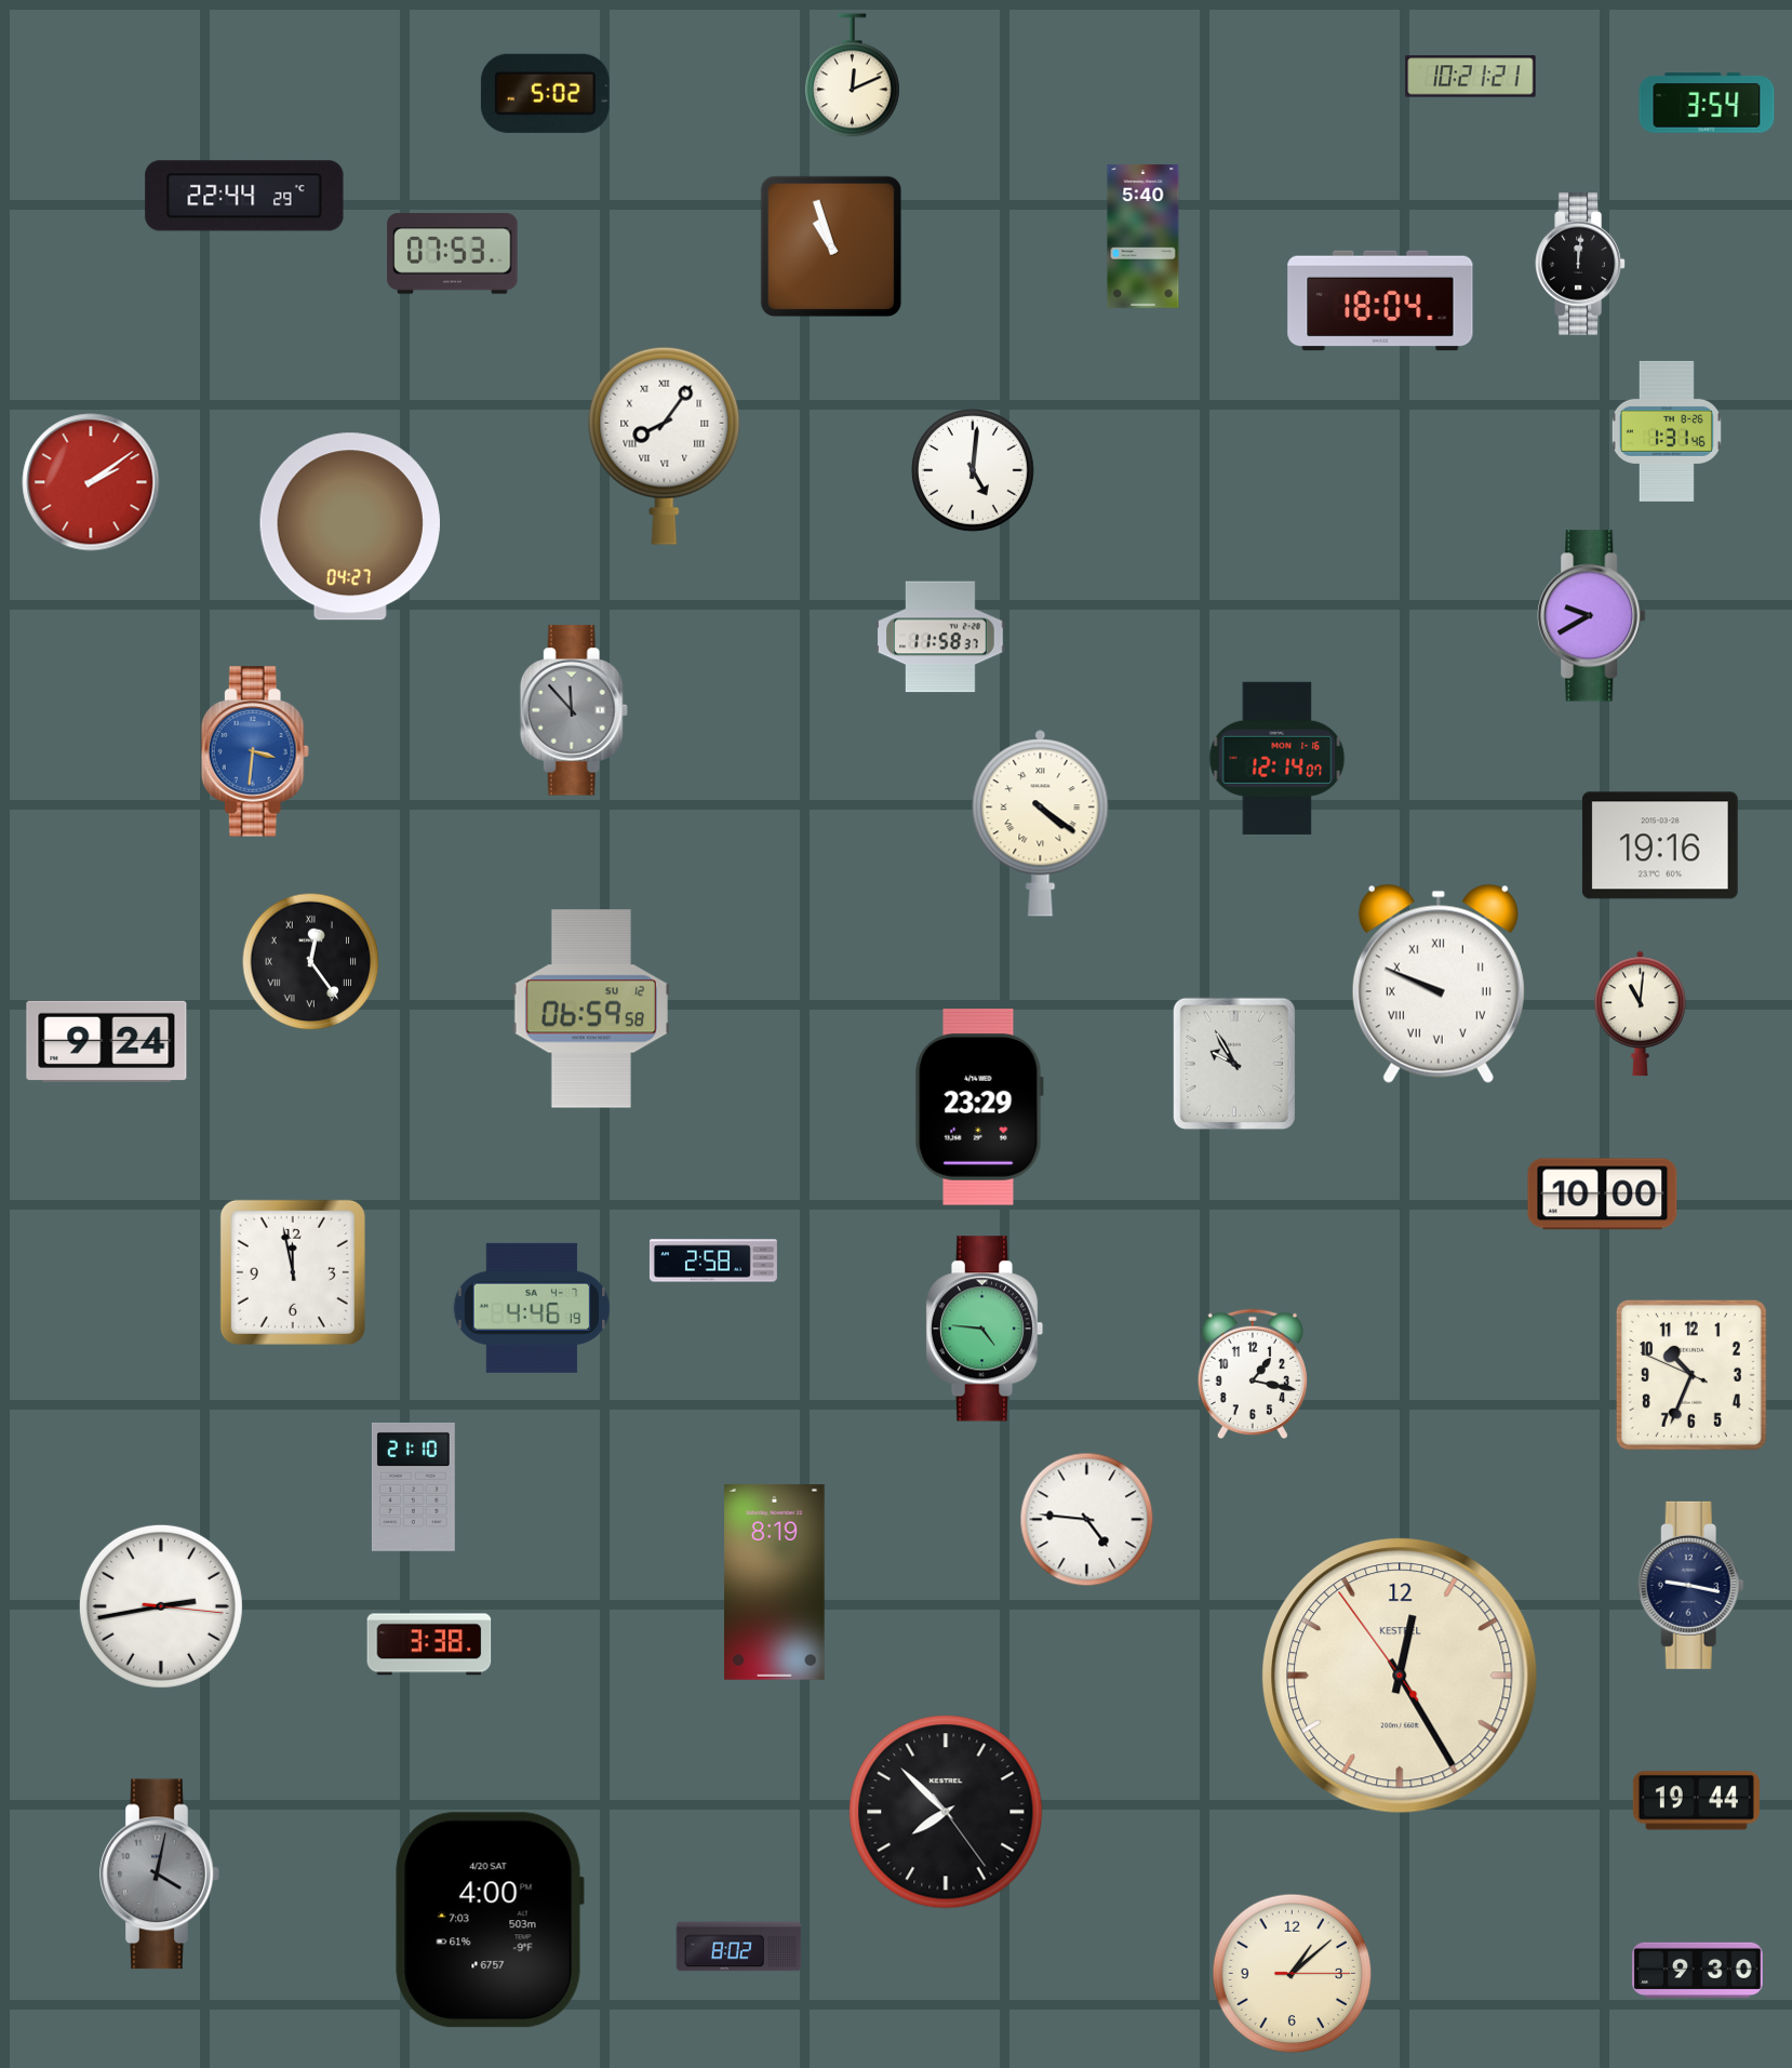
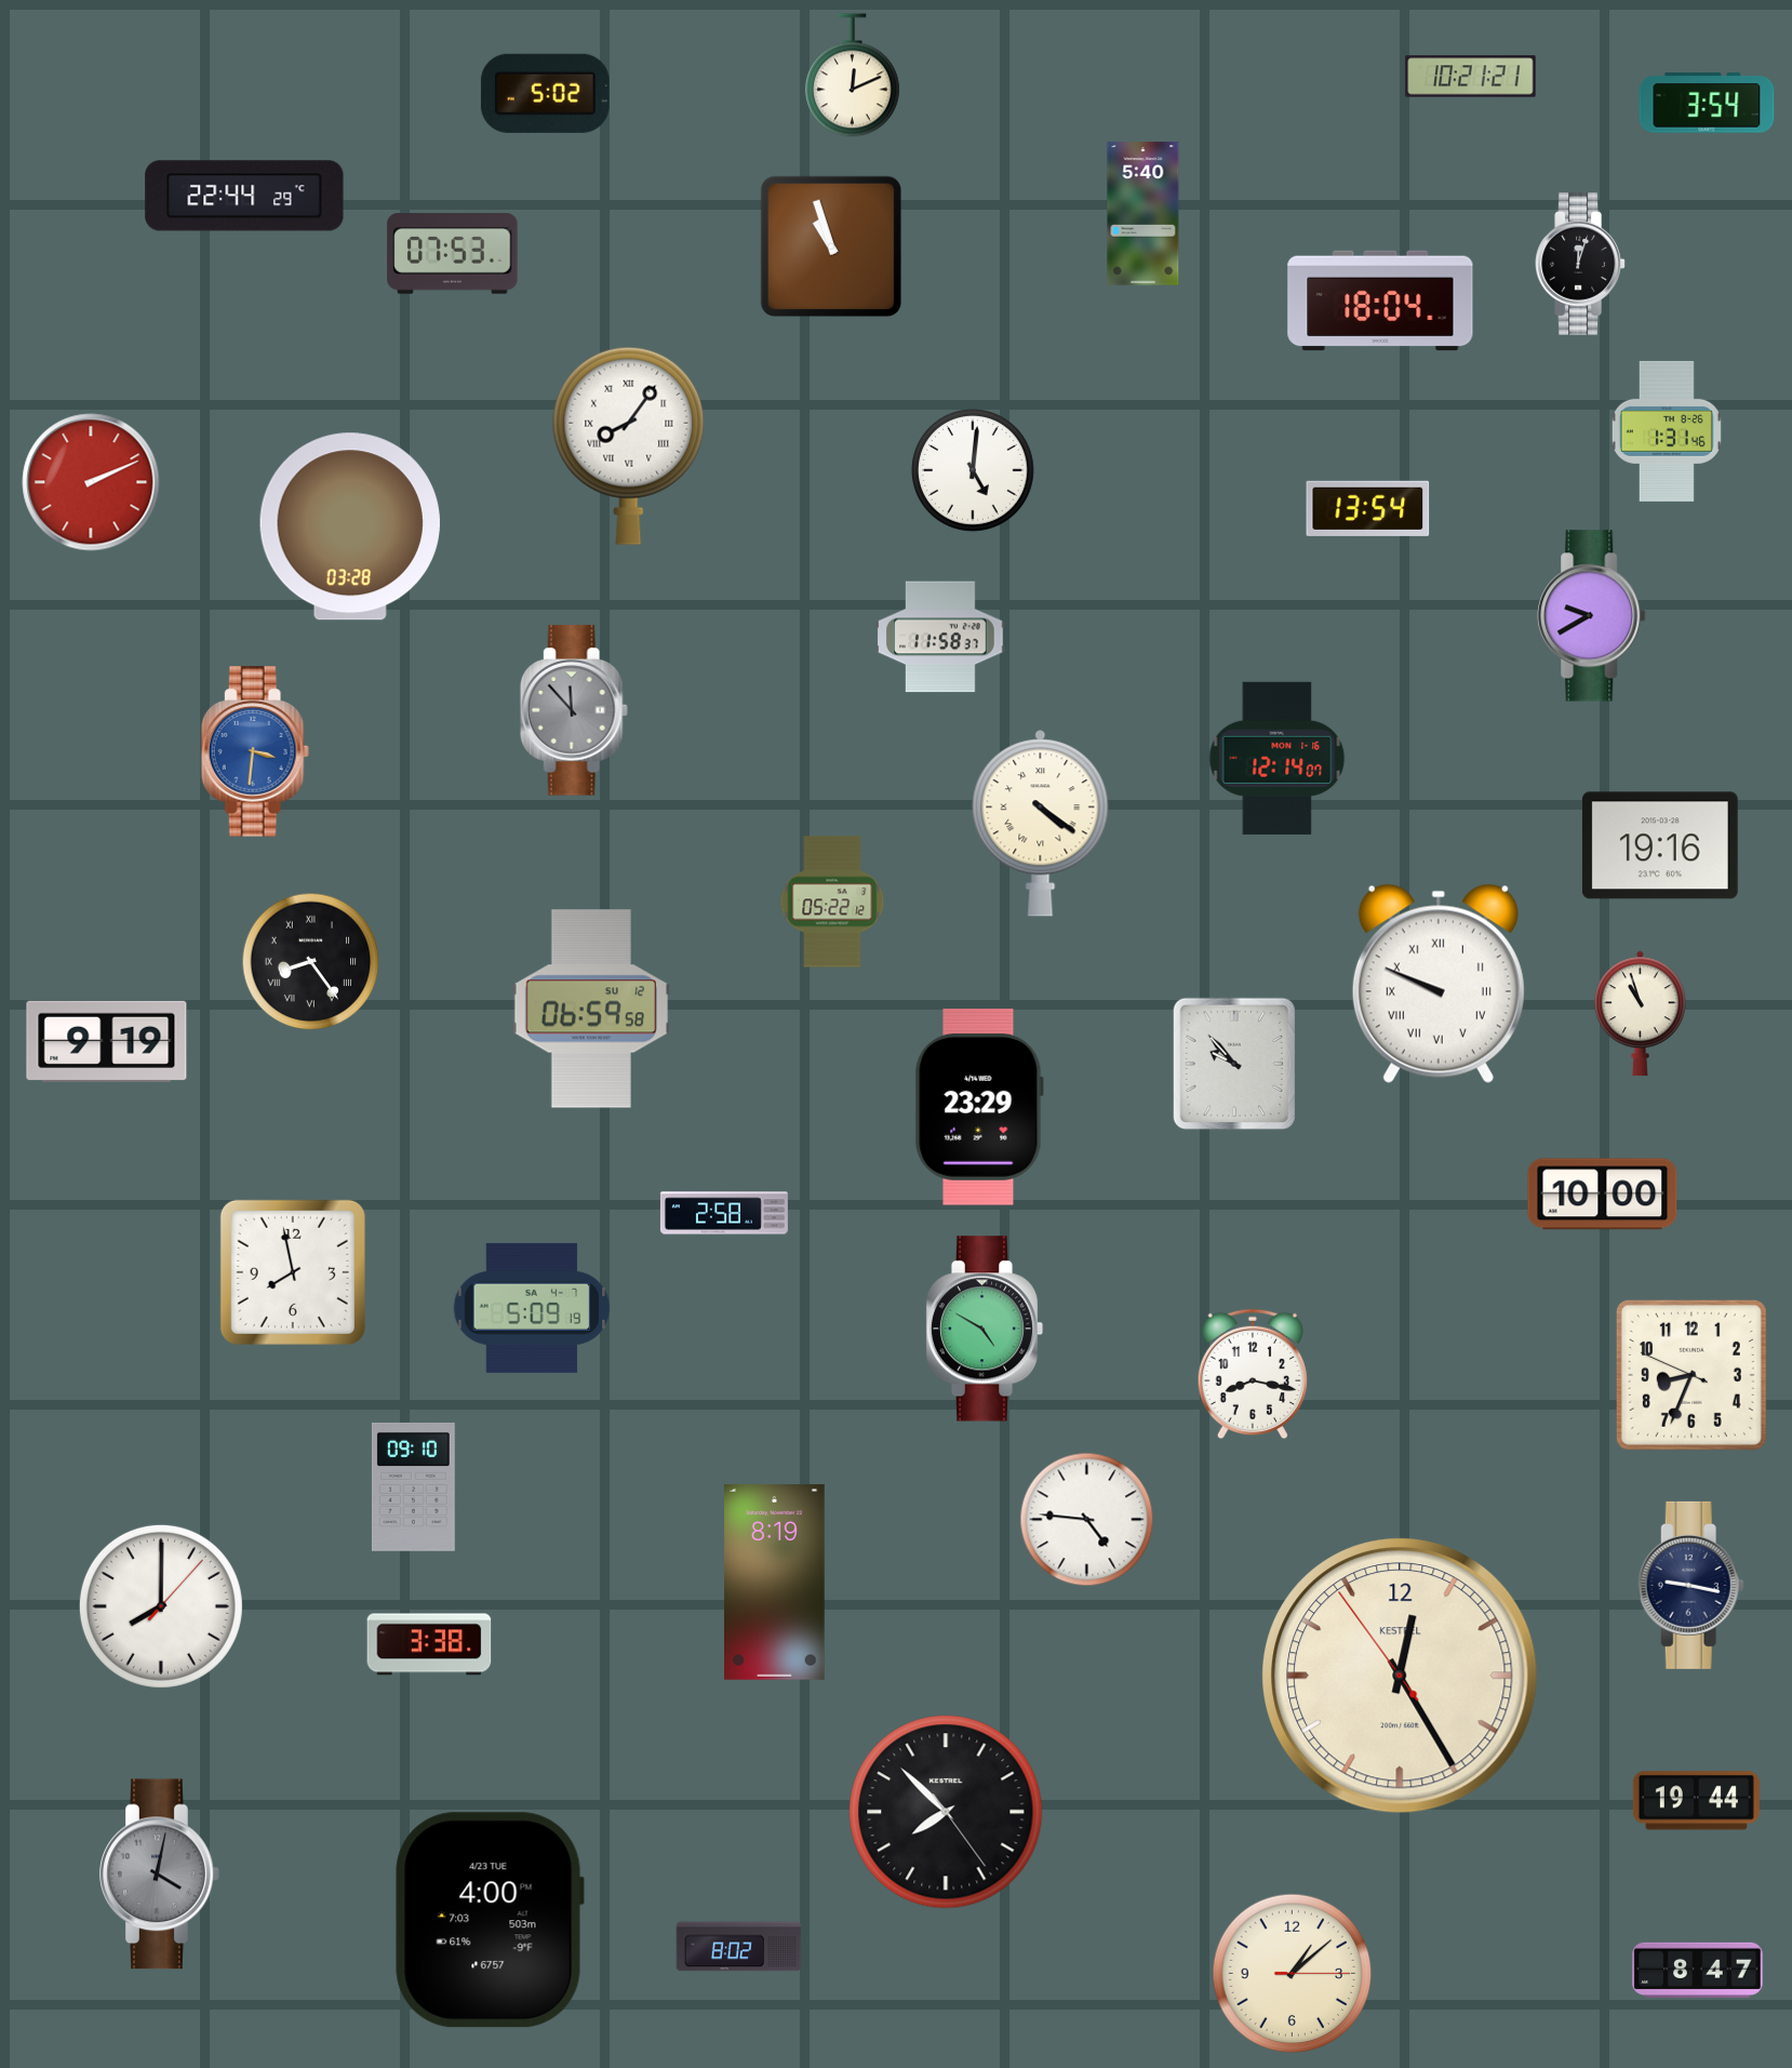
clock at (1144, 237) position: (1144, 237) -> (1144, 214)
clock at (1580, 264): 12:01 -> 12:03
clock at (665, 445) position: (665, 445) -> (629, 445)
clock at (91, 482): 2:09 -> 2:11
clock at (1368, 508): none -> 13:54
clock at (350, 526): 04:27 -> 03:28
clock at (832, 902): none -> 05:22
clock at (311, 962): 12:24 -> 8:24
clock at (1641, 1014): 11:01 -> 10:57
clock at (107, 1041): 9:24 -> 9:19
clock at (1234, 1064): 9:55 -> 9:53
clock at (713, 1260) position: (713, 1260) -> (724, 1213)
clock at (293, 1272): 11:58 -> 7:58
clock at (532, 1308): 4:46 -> 5:09
clock at (985, 1329): 4:46 -> 4:50
clock at (1253, 1374): 1:17 -> 8:17
clock at (1691, 1375): 10:33 -> 8:33
clock at (413, 1486): 21:10 -> 09:10
clock at (161, 1606): 2:43 -> 8:00
clock at (490, 1920) date: 4/20 SAT -> 4/23 TUE
clock at (1698, 1970): 9:30 -> 8:47
